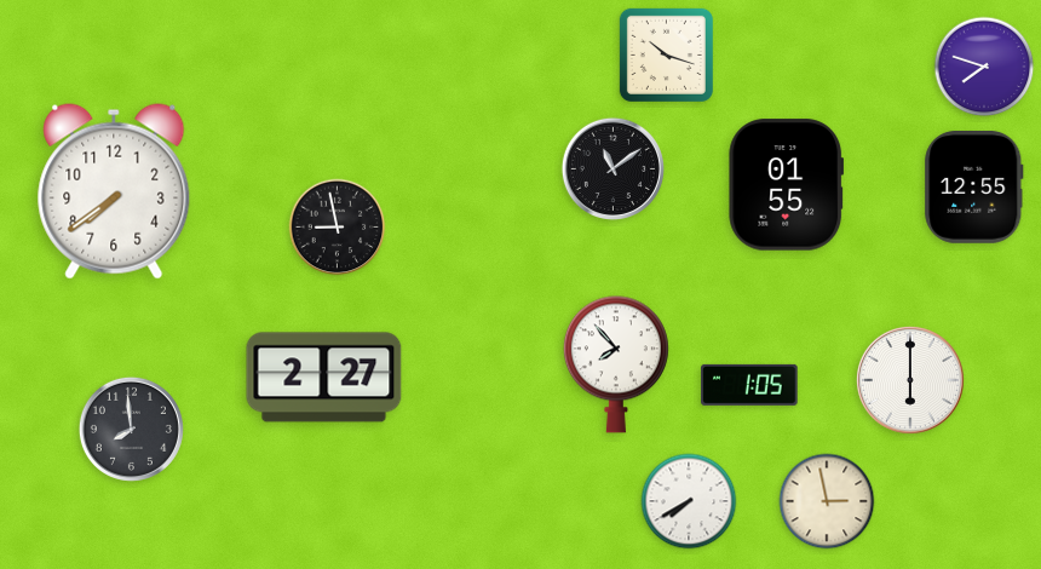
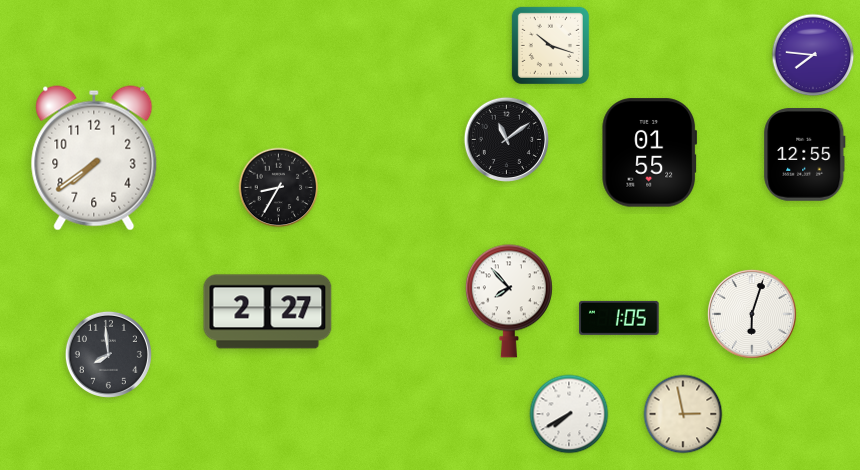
clock at (984, 67): 7:48 -> 7:46
clock at (338, 228): 8:58 -> 8:35
clock at (910, 380): 6:00 -> 6:03
